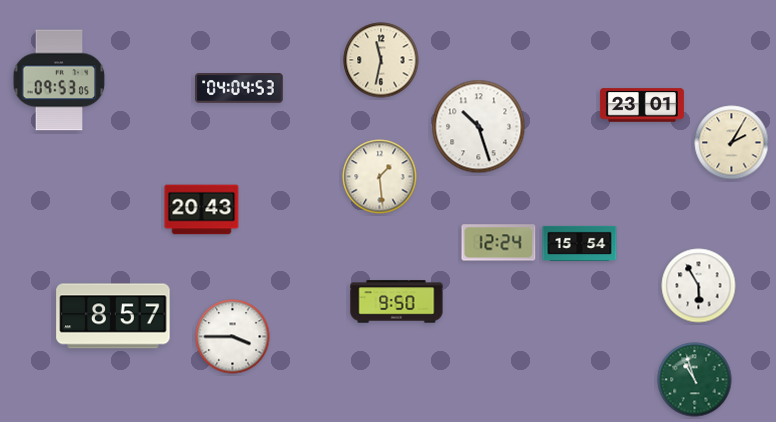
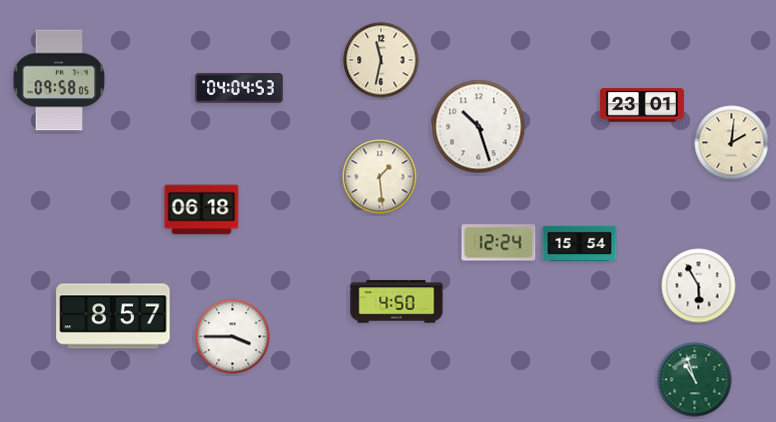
clock at (59, 80): 09:53 -> 09:58
clock at (732, 143): 2:05 -> 2:01
clock at (202, 210): 20:43 -> 06:18
clock at (397, 302): 9:50 -> 4:50
